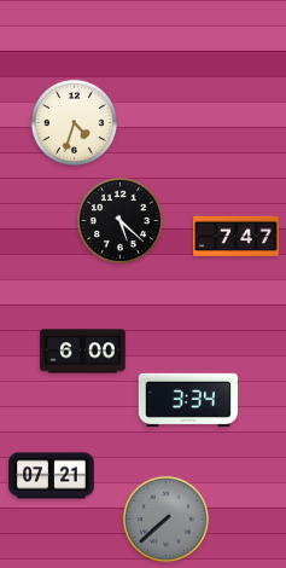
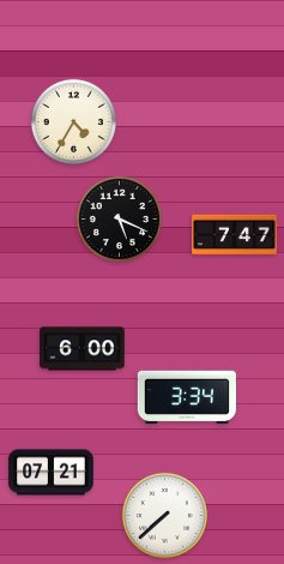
clock at (74, 122): 4:33 -> 4:35
clock at (119, 220): 5:22 -> 5:19
clock at (165, 518) dial: grey -> white
